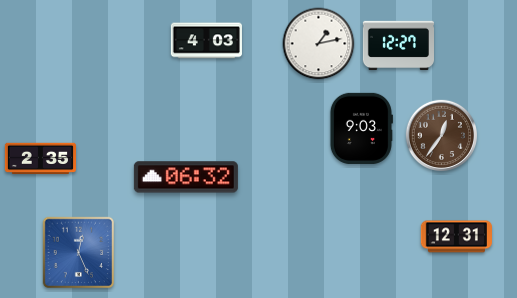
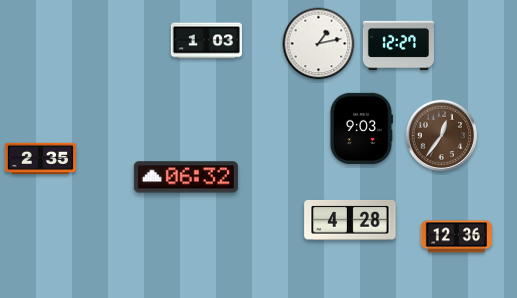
clock at (206, 41): 4:03 -> 1:03
clock at (350, 221): none -> 4:28
clock at (456, 237): 12:31 -> 12:36
clock at (79, 253): 12:26 -> none
